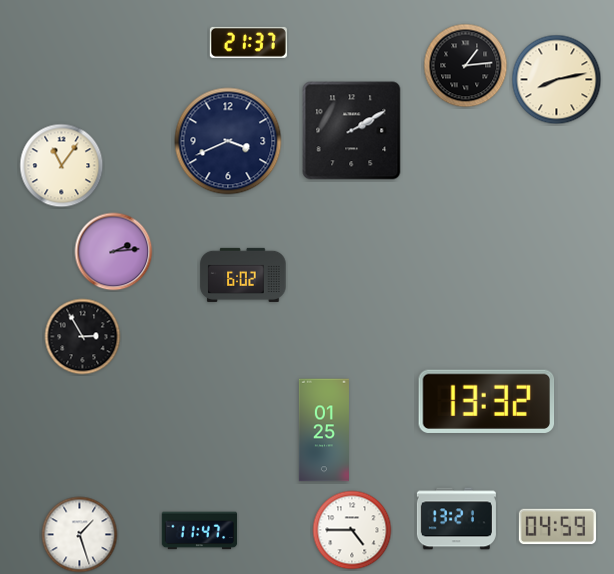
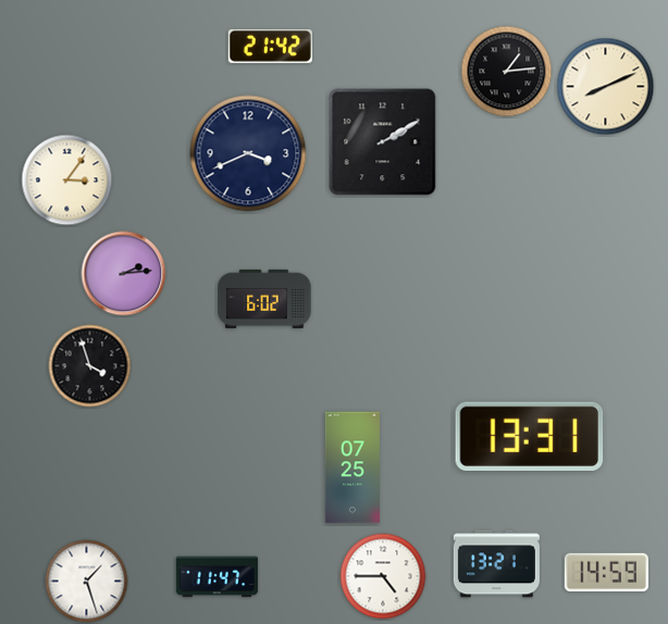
clock at (248, 42): 21:37 -> 21:42
clock at (557, 80): 8:13 -> 8:11
clock at (62, 166): 11:06 -> 3:06
clock at (83, 337): 2:55 -> 3:57
clock at (487, 401): 13:32 -> 13:31
clock at (324, 430): 01:25 -> 07:25
clock at (557, 527): 04:59 -> 14:59
